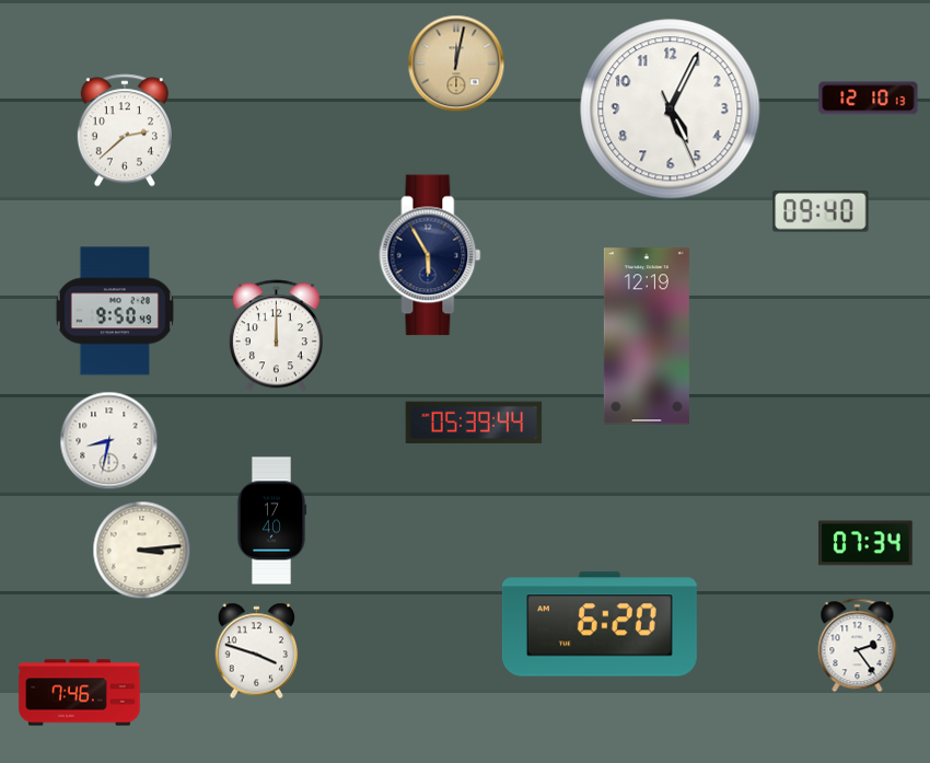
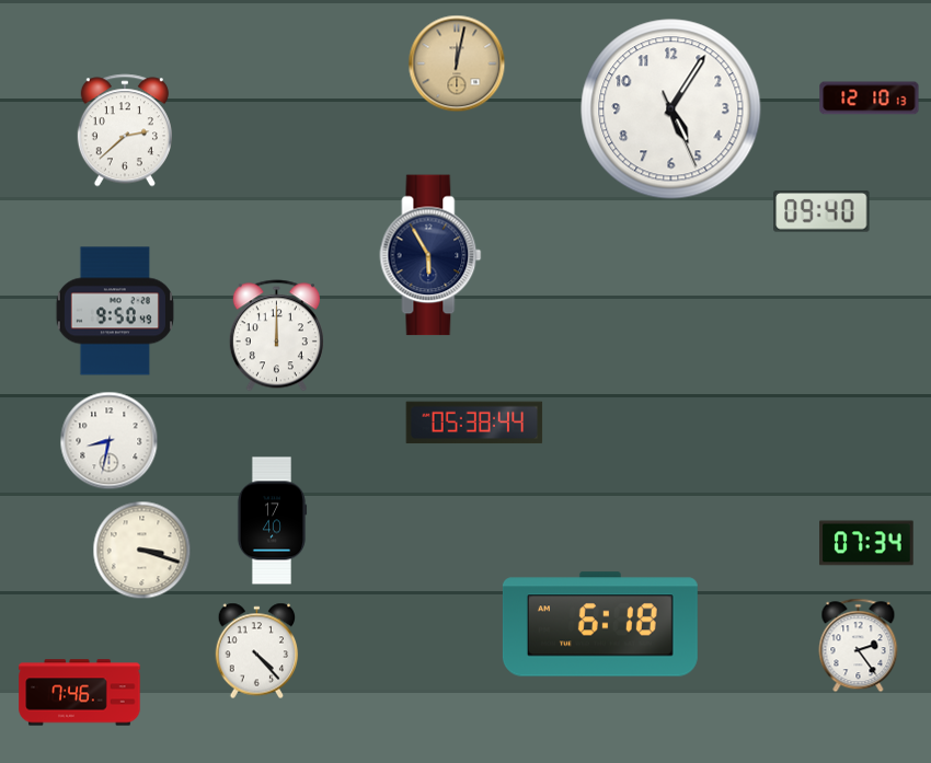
clock at (671, 109): 5:04 -> 5:05
clock at (647, 336): 12:19 -> none
clock at (474, 423): 05:39 -> 05:38
clock at (142, 551): 3:14 -> 3:18
clock at (600, 624): 6:20 -> 6:18
clock at (257, 651): 3:48 -> 4:23
